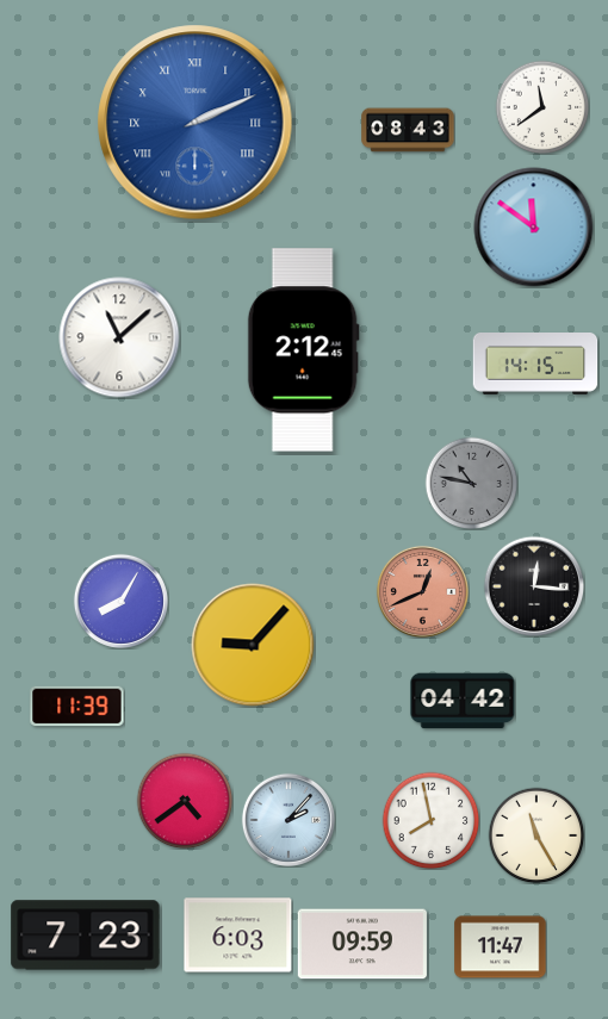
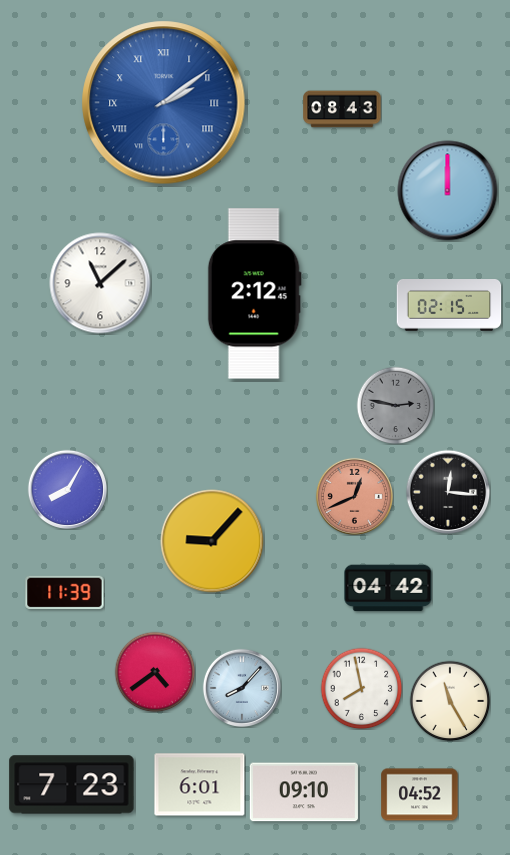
clock at (542, 107): 11:39 -> none
clock at (196, 123): 2:11 -> 2:09
clock at (534, 228): 11:51 -> 12:00
clock at (535, 365): 14:15 -> 02:15
clock at (471, 483): 10:47 -> 2:47
clock at (120, 601) position: (120, 601) -> (67, 489)
clock at (289, 820): 2:07 -> 8:07
clock at (238, 936): 6:03 -> 6:01
clock at (362, 944): 09:59 -> 09:10
clock at (501, 947): 11:47 -> 04:52
